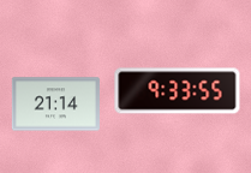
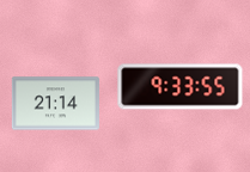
clock at (178, 91) position: (178, 91) -> (181, 87)
